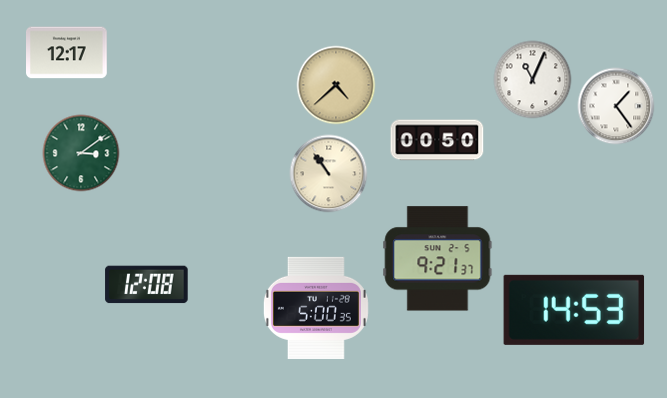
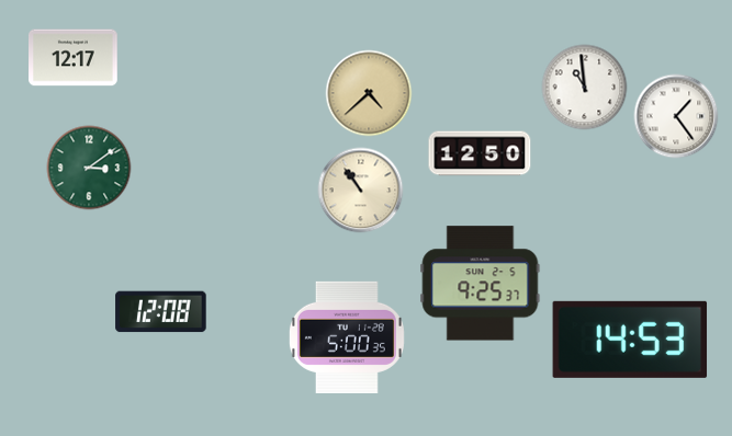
clock at (533, 80): 11:04 -> 10:59
clock at (437, 140): 00:50 -> 12:50
clock at (438, 259): 9:21 -> 9:25
